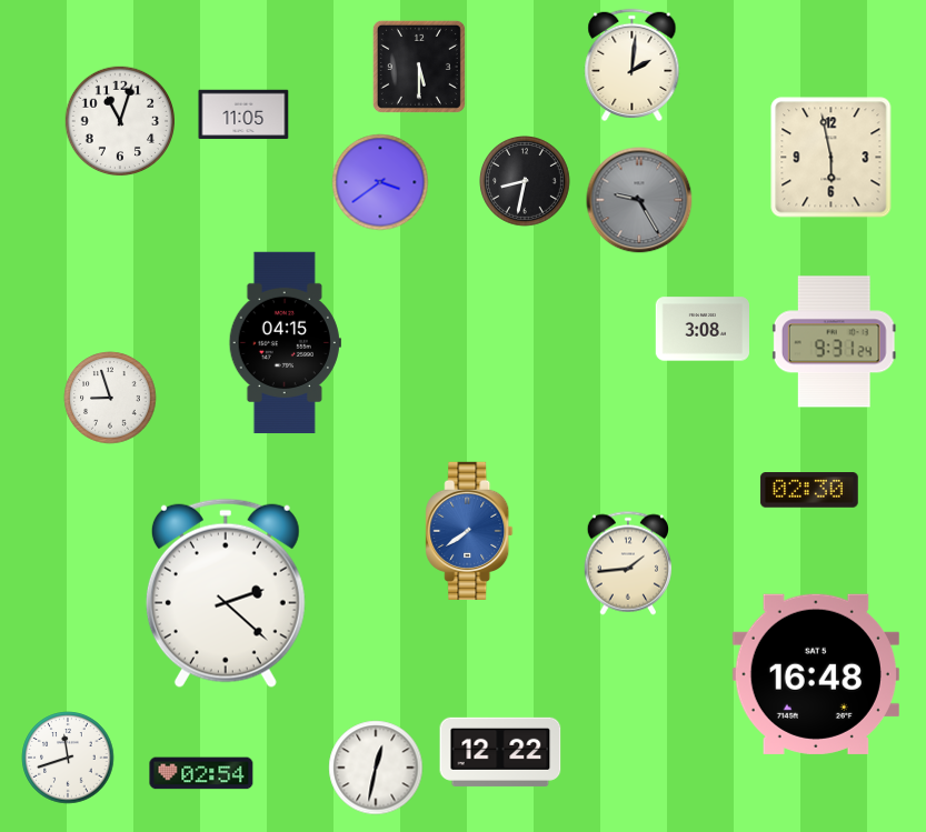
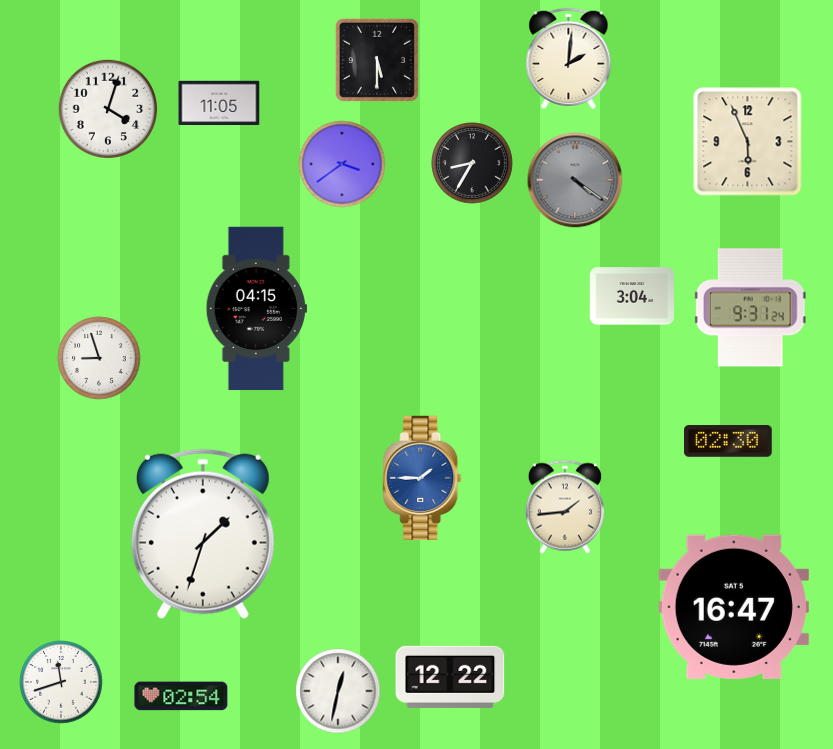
clock at (119, 120): 11:03 -> 4:03
clock at (832, 158): 5:58 -> 5:56
clock at (525, 181): 8:32 -> 8:35
clock at (639, 200): 9:25 -> 4:21
clock at (703, 329): 3:08 -> 3:04
clock at (469, 531): 7:39 -> 1:45
clock at (226, 593): 2:22 -> 1:33
clock at (816, 674): 16:48 -> 16:47
